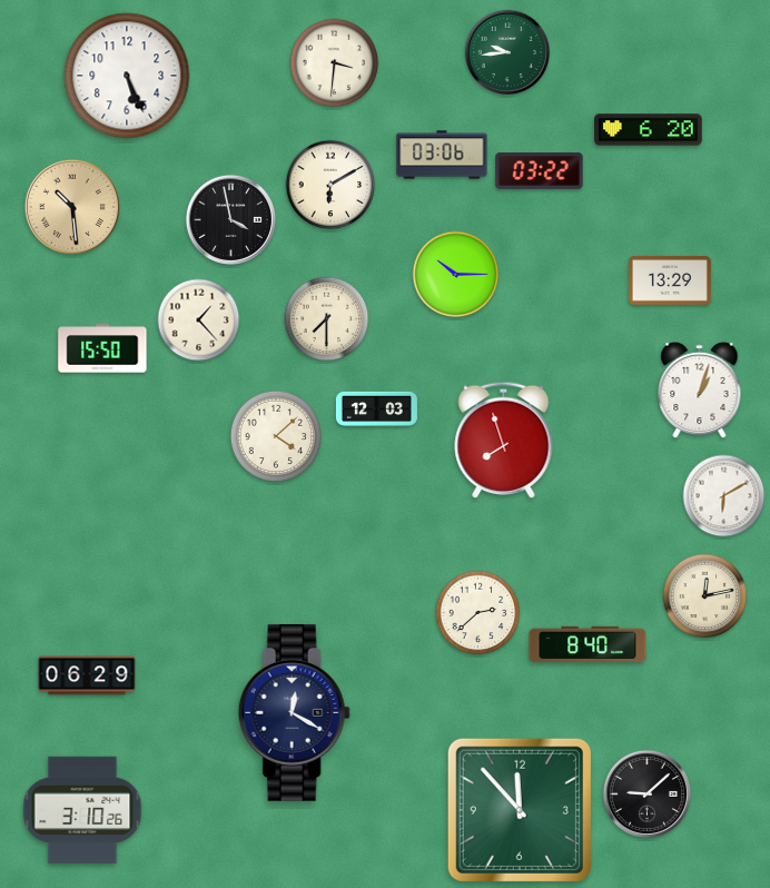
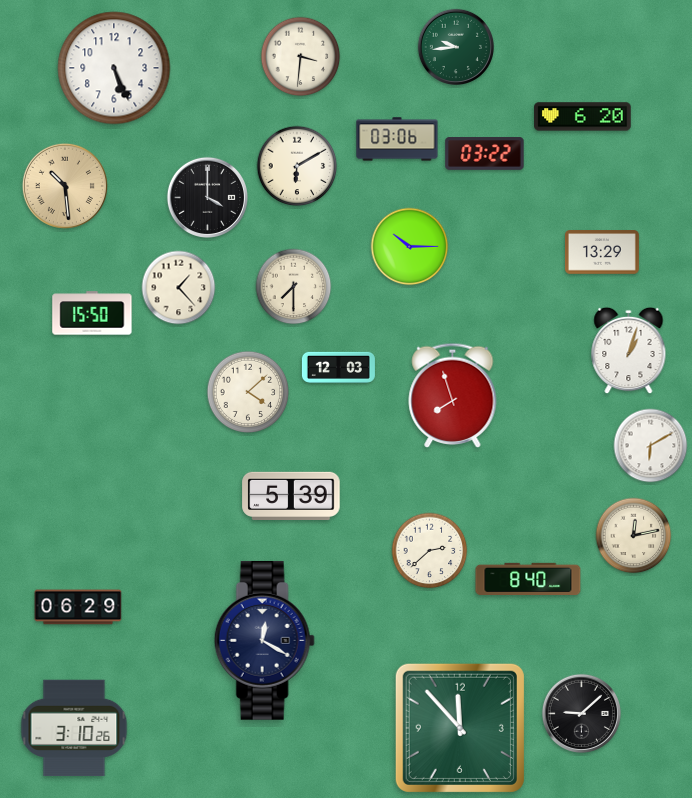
clock at (230, 219): 3:58 -> 4:00
clock at (291, 495): none -> 5:39
clock at (520, 810) position: (520, 810) -> (460, 728)
